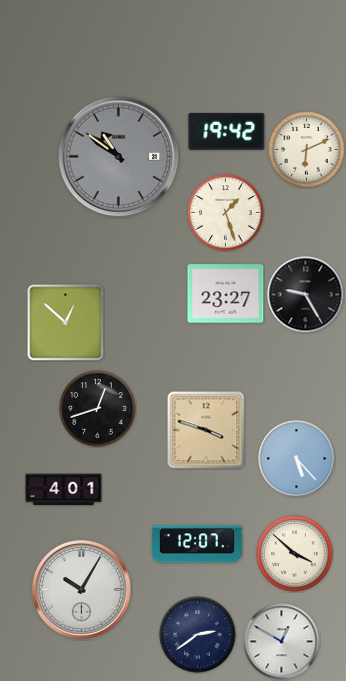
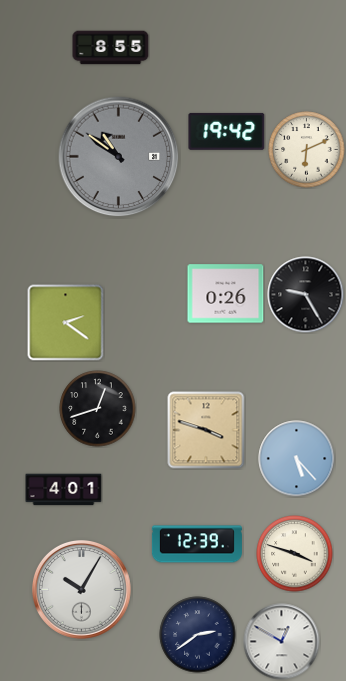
clock at (111, 48): none -> 8:55
clock at (226, 213): 1:27 -> none
clock at (226, 294): 23:27 -> 0:26
clock at (66, 323): 12:52 -> 2:21
clock at (197, 544): 12:07 -> 12:39
clock at (295, 554): 3:52 -> 3:48
